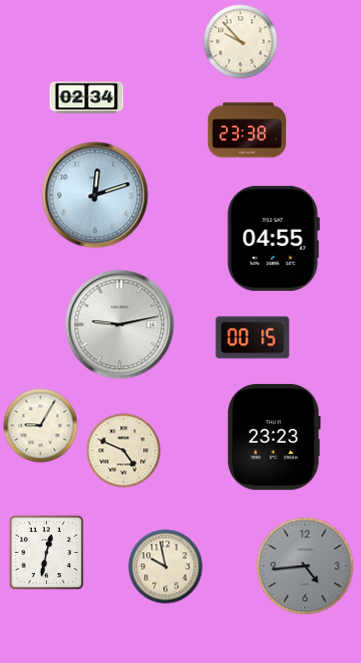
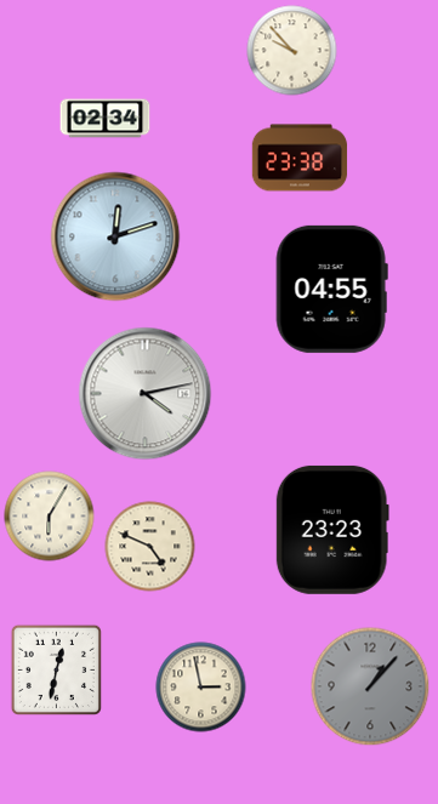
clock at (120, 325): 9:13 -> 4:13
clock at (253, 338): 00:15 -> none
clock at (41, 426): 9:05 -> 6:05
clock at (305, 566): 4:44 -> 1:07
clock at (166, 567): 9:58 -> 2:58
